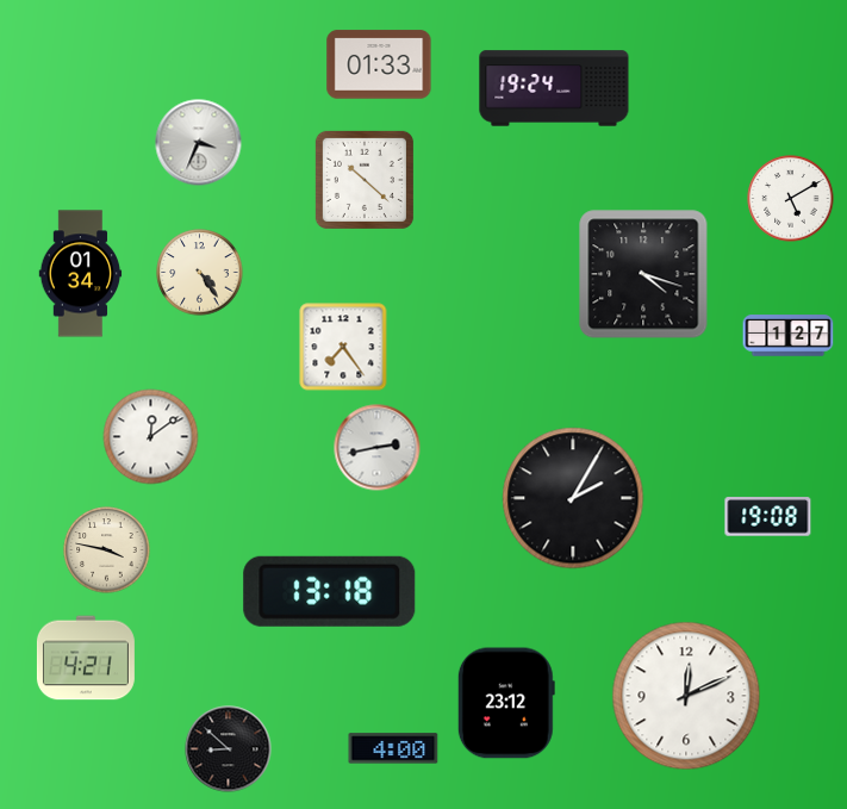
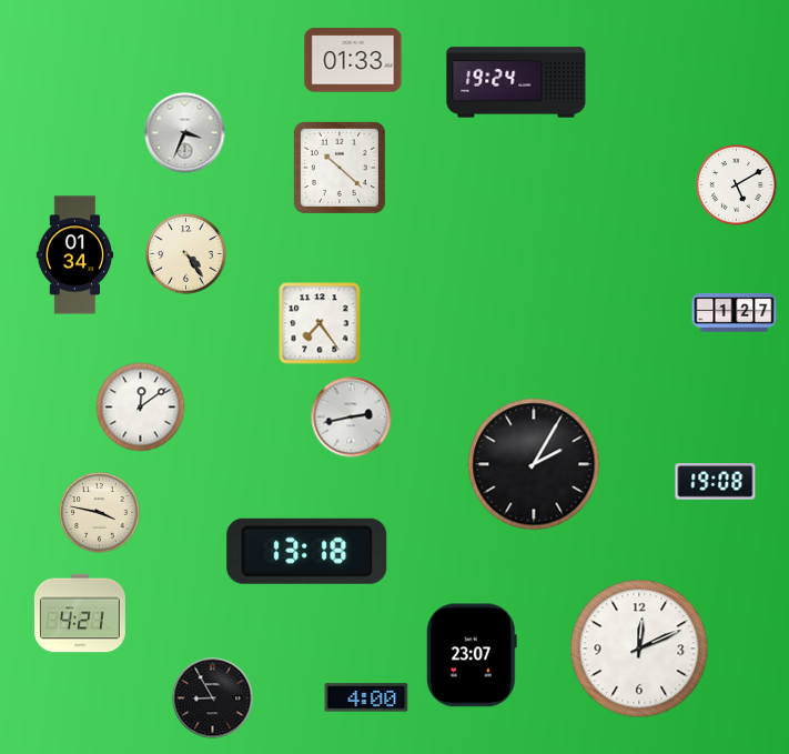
clock at (643, 274): 4:18 -> none
clock at (506, 703): 23:12 -> 23:07
clock at (229, 749): 8:52 -> 8:55
